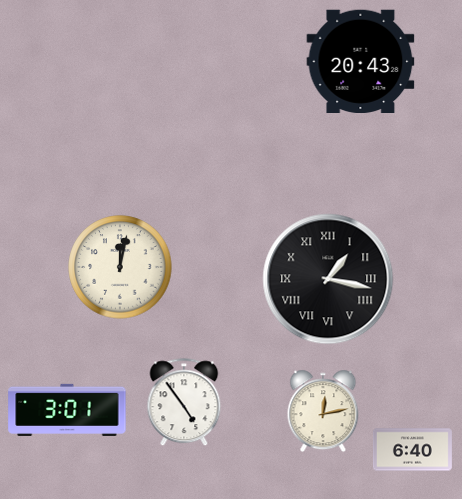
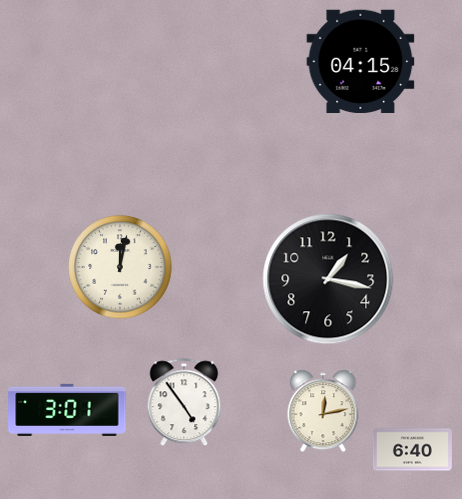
clock at (361, 61): 20:43 -> 04:15
clock at (328, 279) numerals: Roman -> Arabic
